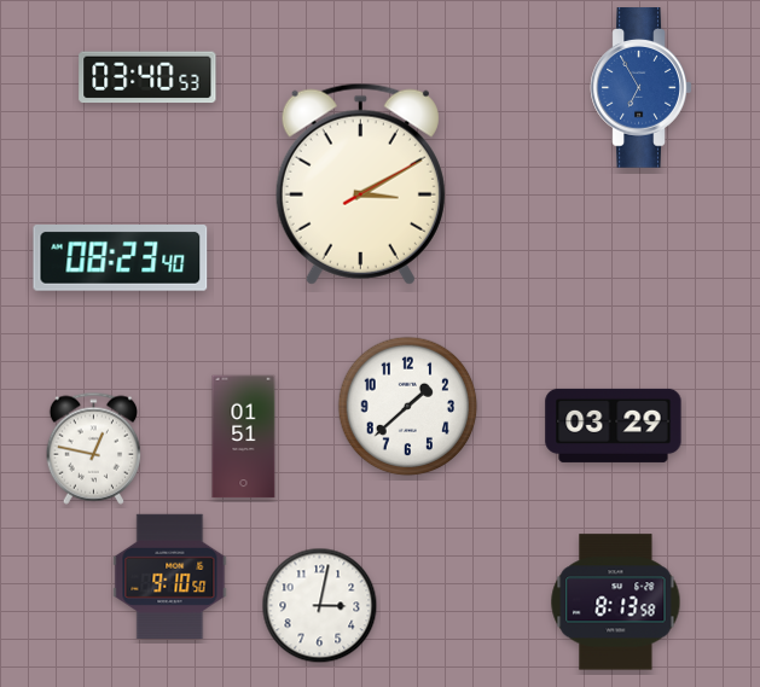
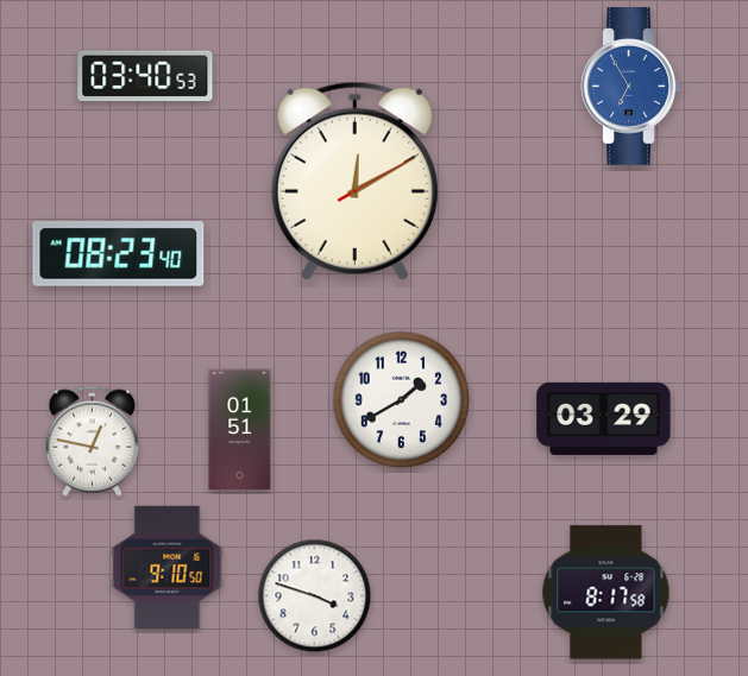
clock at (360, 184): 3:10 -> 12:10
clock at (408, 407): 1:38 -> 1:40
clock at (616, 602): 8:13 -> 8:17
clock at (320, 606): 3:02 -> 3:48
